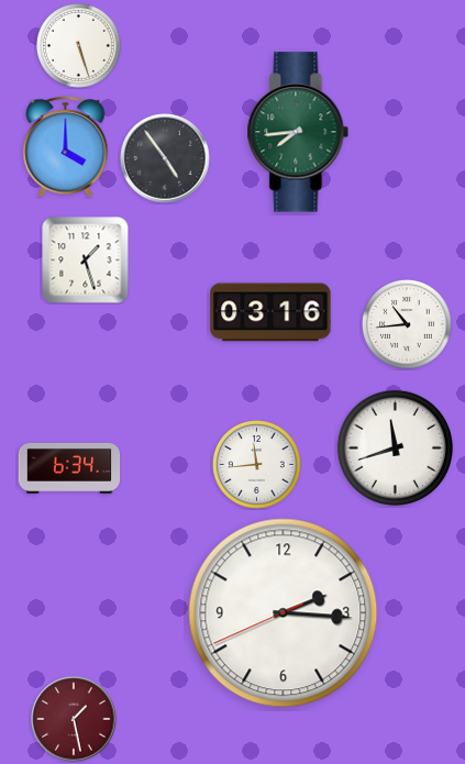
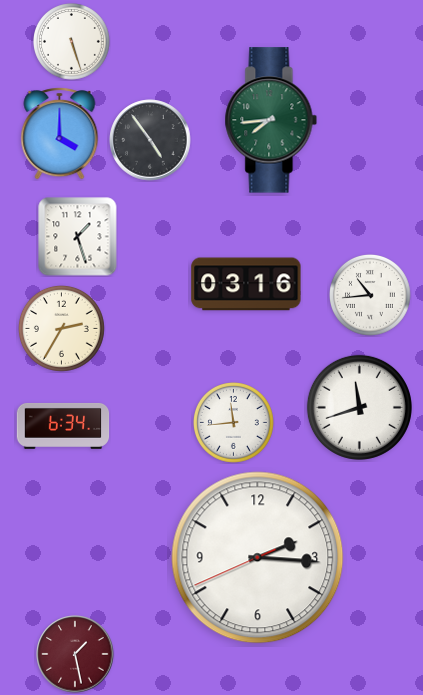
clock at (165, 158) position: (165, 158) -> (150, 140)
clock at (61, 328): none -> 2:35
clock at (74, 719) position: (74, 719) -> (75, 654)
